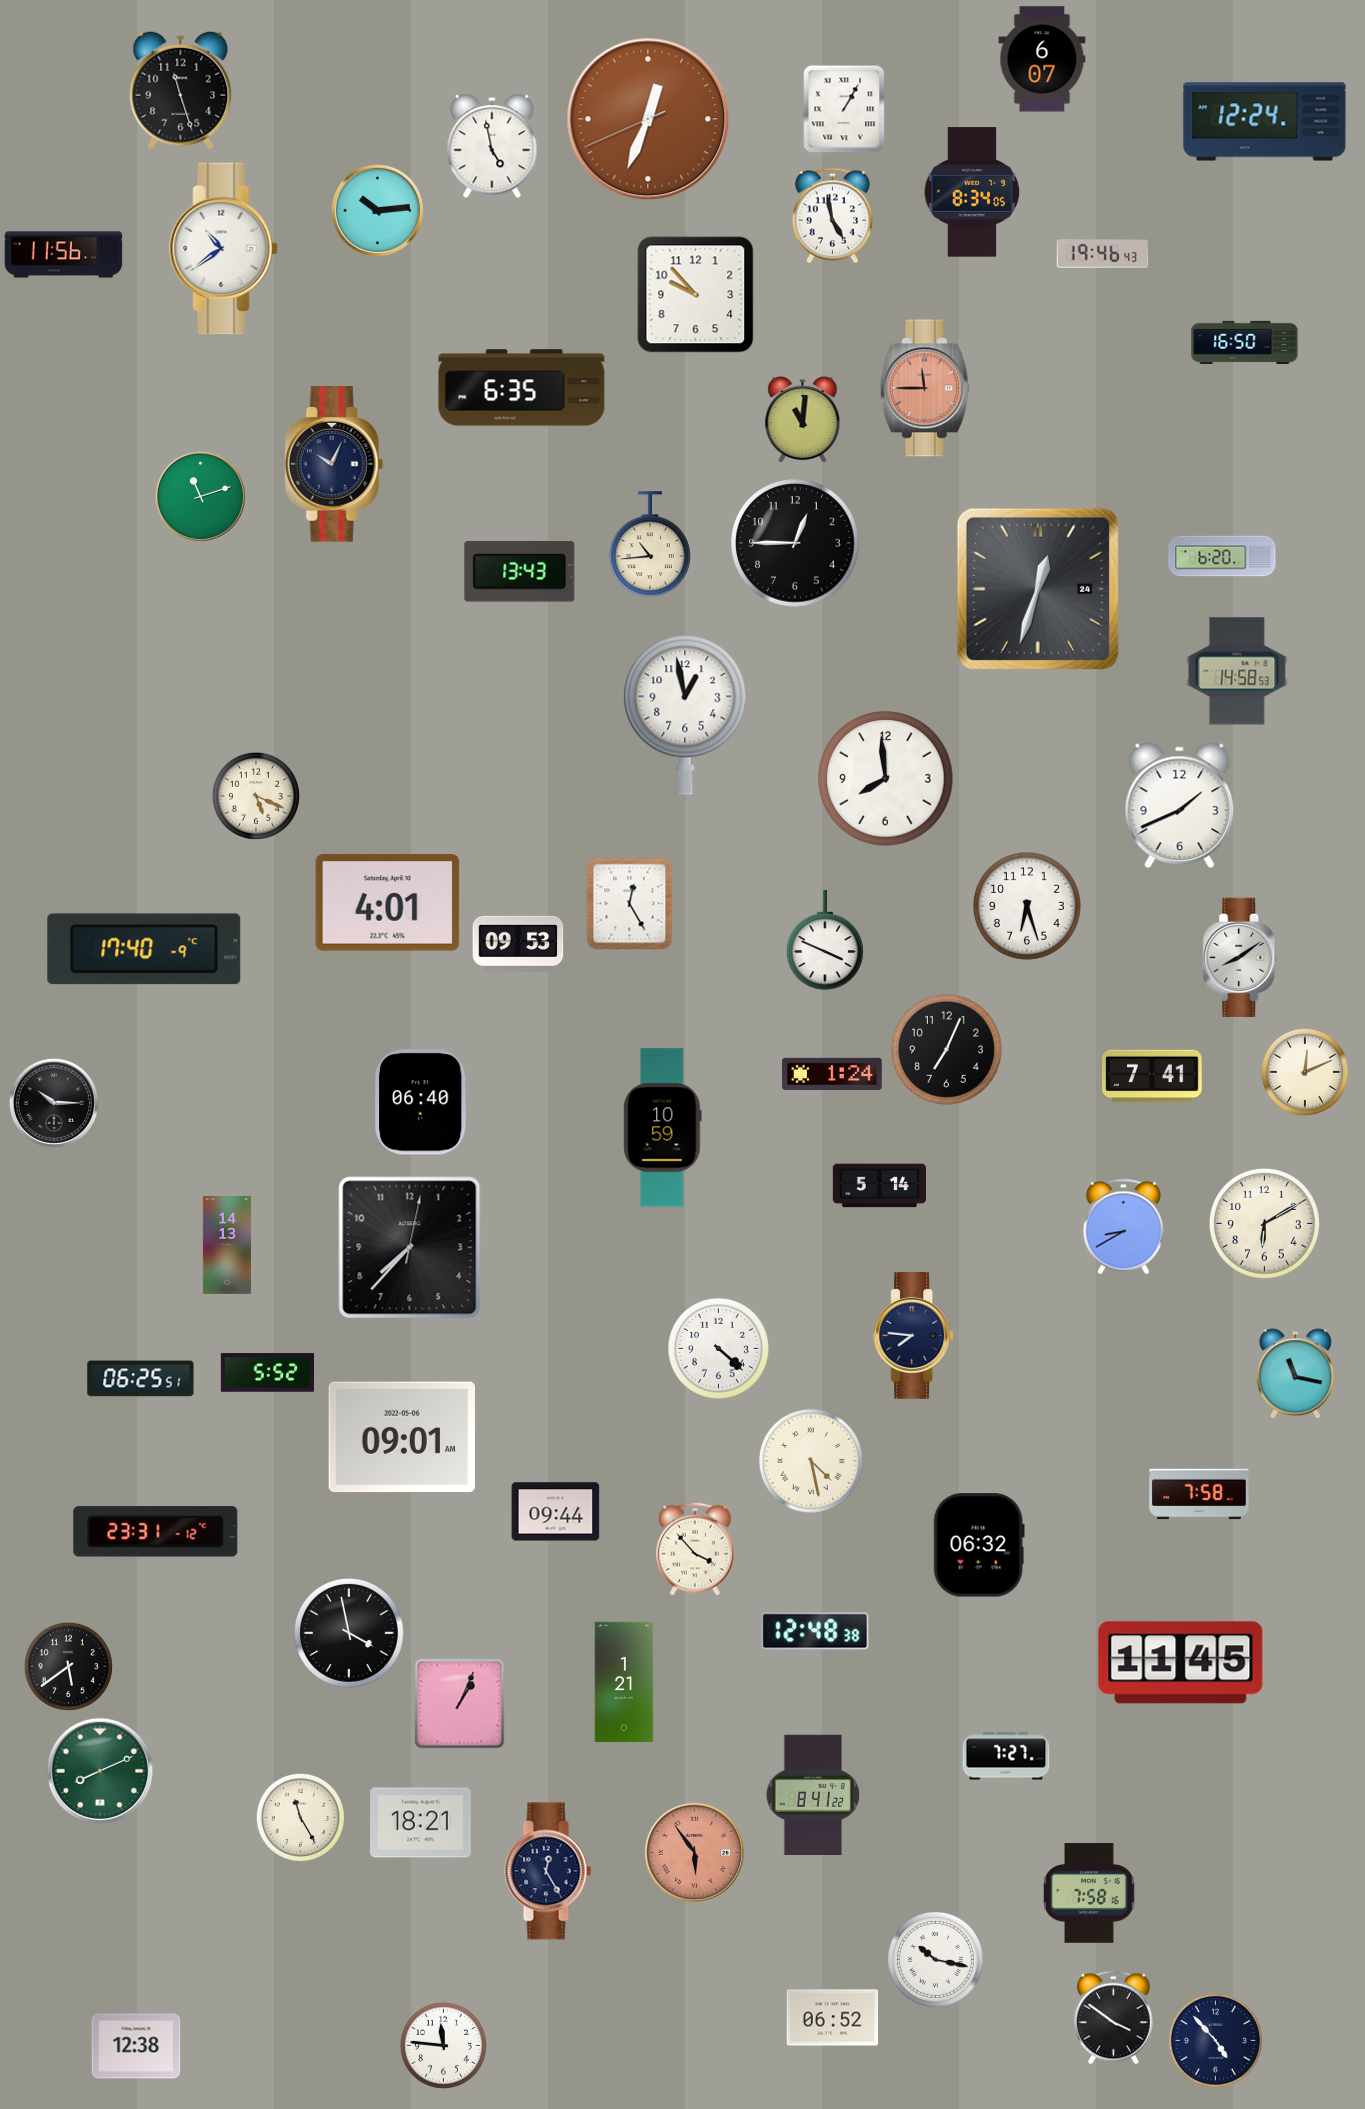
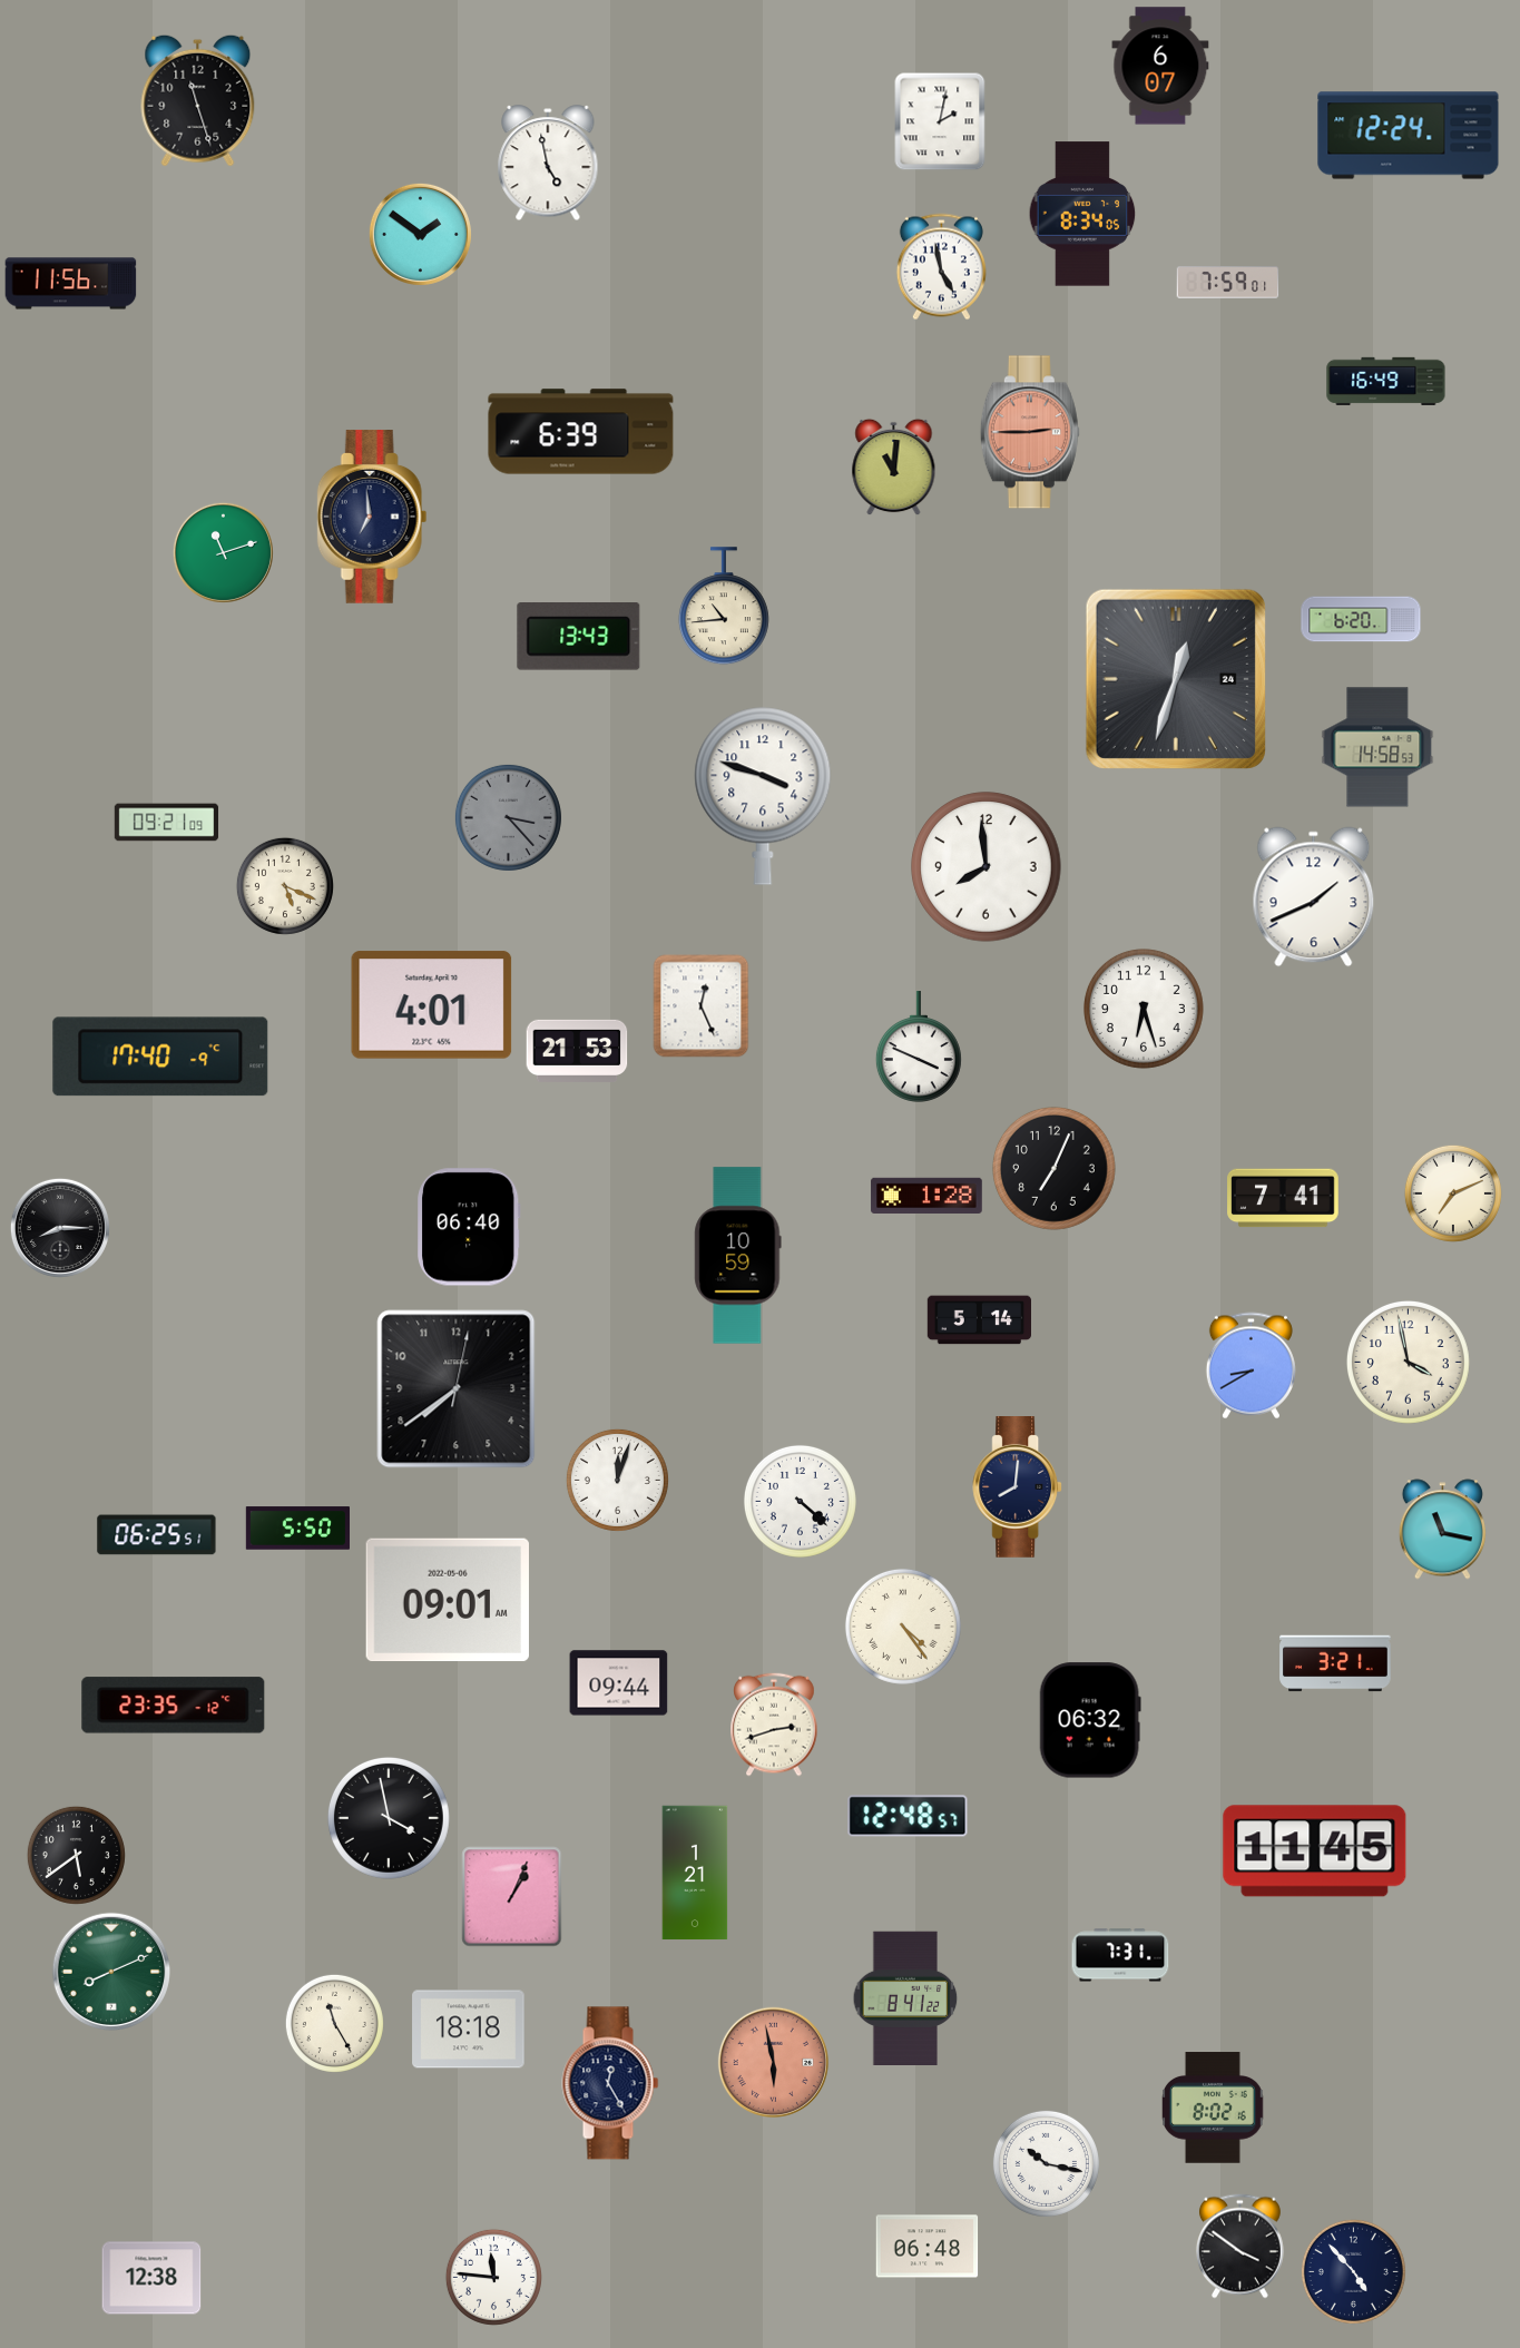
clock at (181, 90) position: (181, 90) -> (198, 100)
clock at (844, 109): 1:05 -> 2:02
clock at (648, 119): 12:33 -> none
clock at (377, 210): 10:14 -> 1:51
clock at (832, 216) position: (832, 216) -> (941, 267)
clock at (224, 249): 10:39 -> none
clock at (1103, 254): 19:46 -> 7:59
clock at (696, 295): 9:53 -> none
clock at (1245, 342): 16:50 -> 16:49
clock at (522, 388): 6:35 -> 6:39
clock at (925, 388): 11:45 -> 2:45
clock at (334, 464): 10:04 -> 6:59
clock at (795, 543): 12:45 -> none
clock at (1038, 589) position: (1038, 589) -> (1176, 679)
clock at (685, 715): 12:58 -> 3:48
clock at (508, 817): none -> 3:23
clock at (167, 823): none -> 09:21
clock at (630, 904): 12:25 -> 12:26
clock at (518, 944): 09:53 -> 21:53
clock at (1241, 958): 8:09 -> none
clock at (1305, 1072): 12:11 -> 7:11
clock at (832, 1073): 1:24 -> 1:28
clock at (54, 1103): 10:15 -> 8:15
clock at (1264, 1223): 6:10 -> 3:58
clock at (226, 1246): 14:13 -> none
clock at (410, 1248): 7:37 -> 7:39
clock at (617, 1480): none -> 12:03
clock at (914, 1336): 7:46 -> 8:01
clock at (267, 1373): 5:52 -> 5:50
clock at (811, 1461): 4:28 -> 4:24
clock at (1199, 1494): 7:58 -> 3:21
clock at (156, 1532): 23:31 -> 23:35
clock at (695, 1549): 3:53 -> 2:42
clock at (815, 1631): 12:48:38 -> 12:48:57
clock at (1006, 1756): 7:27 -> 7:31
clock at (421, 1823): 18:21 -> 18:18
clock at (694, 1852): 5:54 -> 5:58
clock at (1090, 1893): 7:58 -> 8:02
clock at (935, 1959) position: (935, 1959) -> (1046, 2163)
clock at (833, 2018): 06:52 -> 06:48
